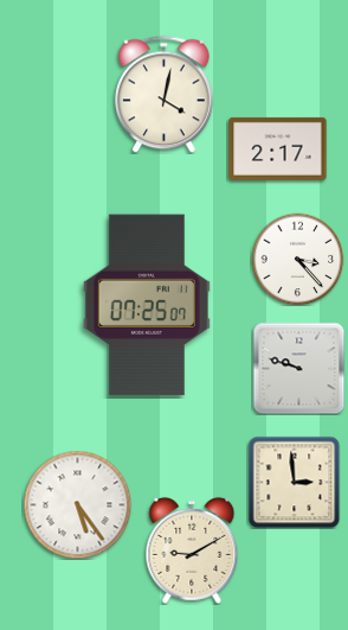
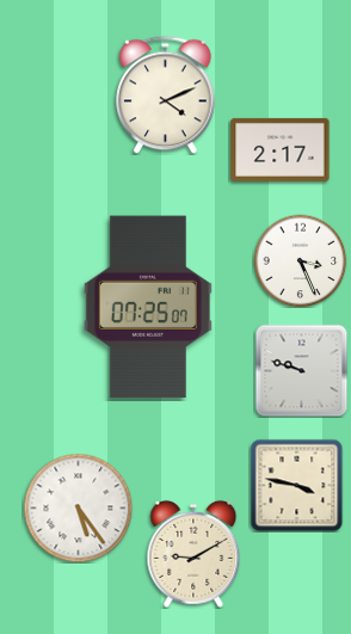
clock at (165, 94): 4:02 -> 4:11
clock at (297, 259): 3:23 -> 3:26
clock at (294, 482): 2:59 -> 3:47
